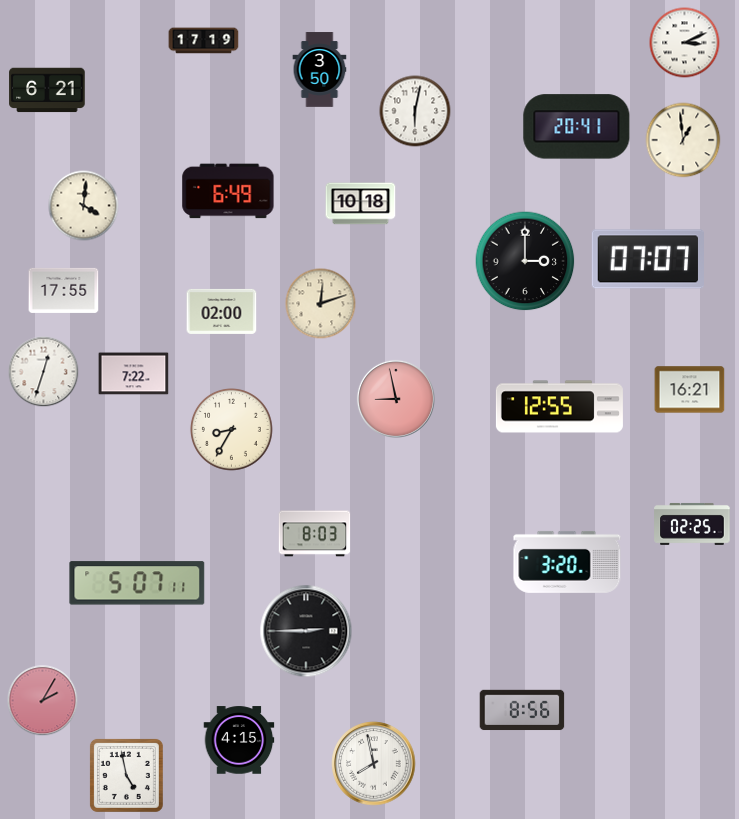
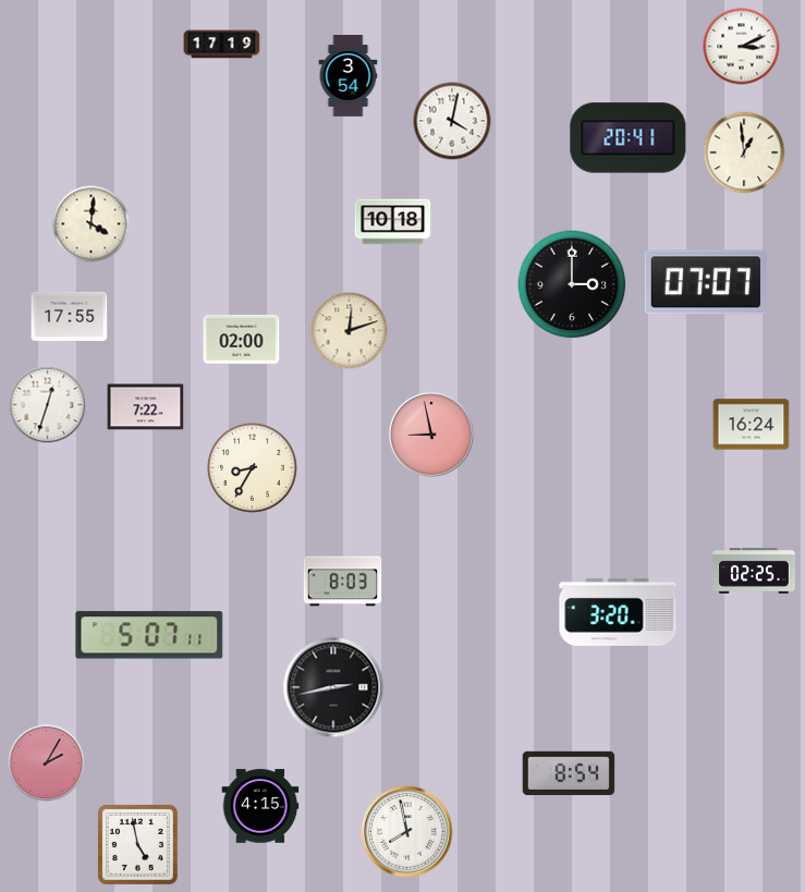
clock at (685, 43) position: (685, 43) -> (742, 47)
clock at (320, 70): 3:50 -> 3:54
clock at (47, 90): 6:21 -> none
clock at (415, 111): 6:02 -> 4:02
clock at (228, 191): 6:49 -> none
clock at (690, 390): 16:21 -> 16:24
clock at (559, 407): 12:55 -> none
clock at (306, 631): 2:45 -> 2:43
clock at (522, 710): 8:56 -> 8:54
